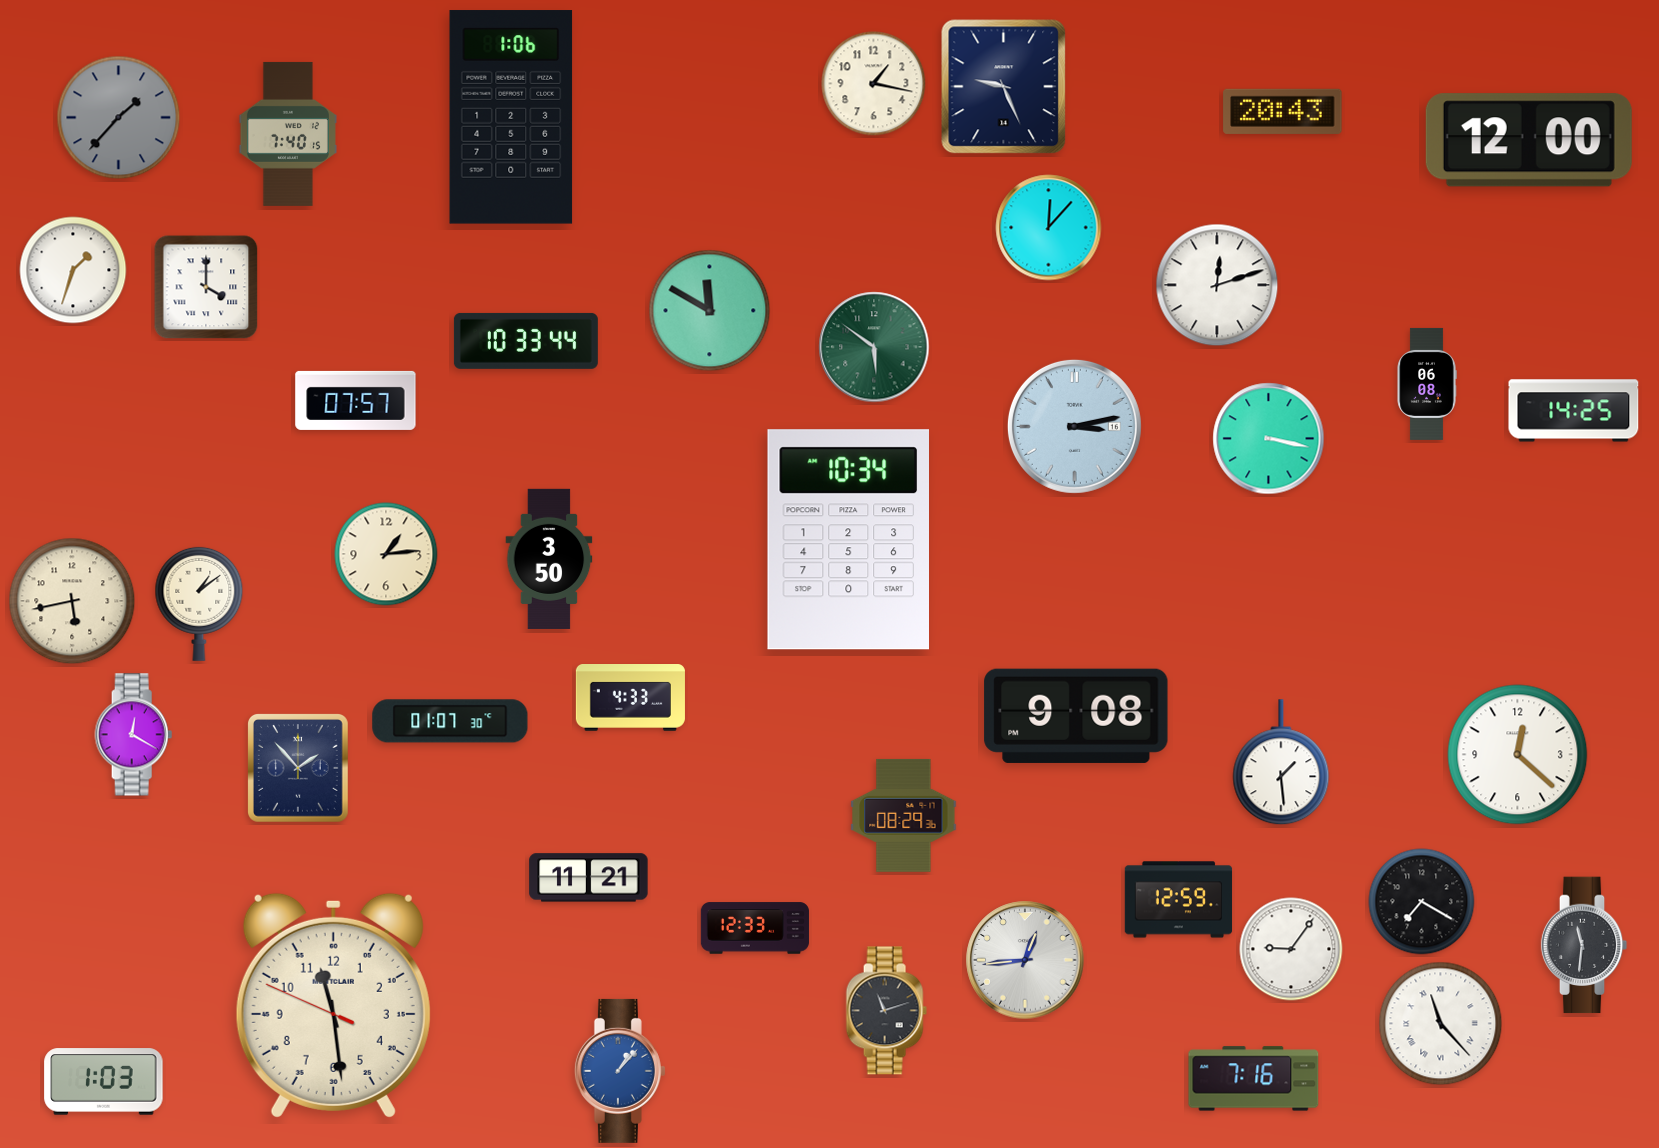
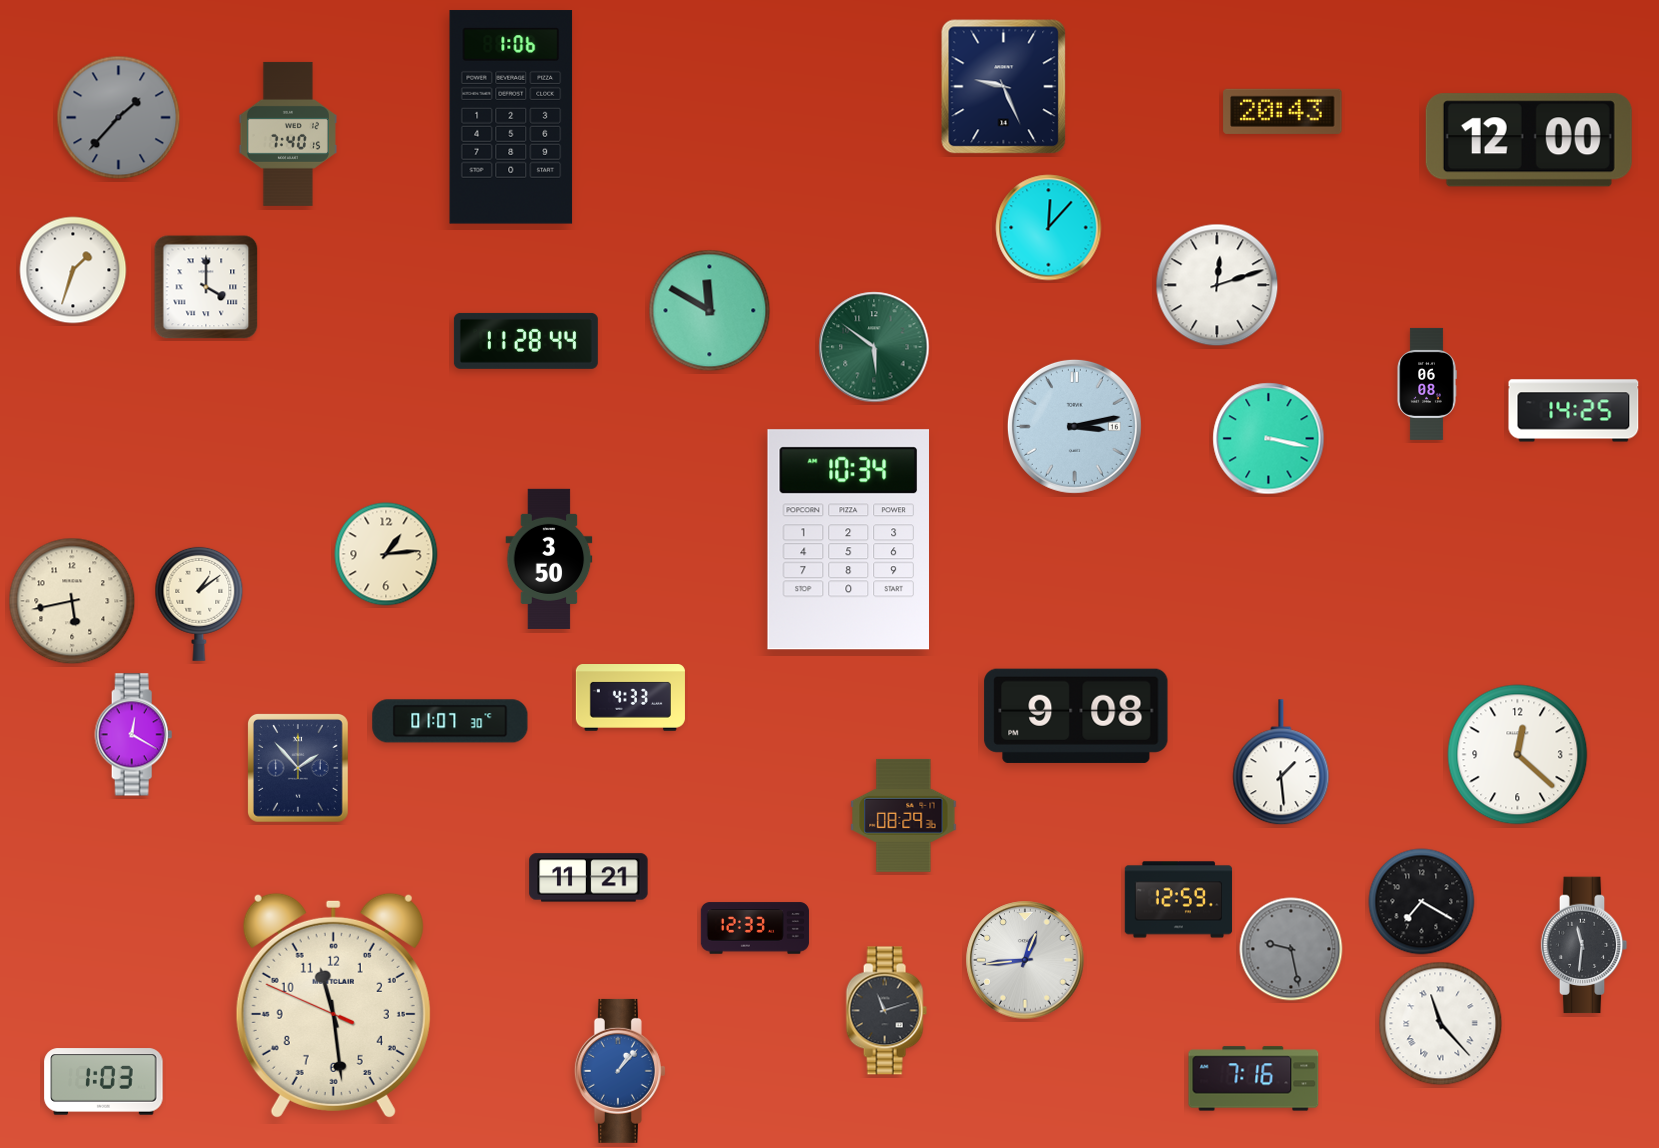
clock at (874, 84): 1:17 -> none
clock at (526, 341): 10:33 -> 11:28
clock at (356, 400): 07:57 -> none
clock at (1291, 949): 9:06 -> 9:28
clock at (1291, 949) dial: white -> grey
